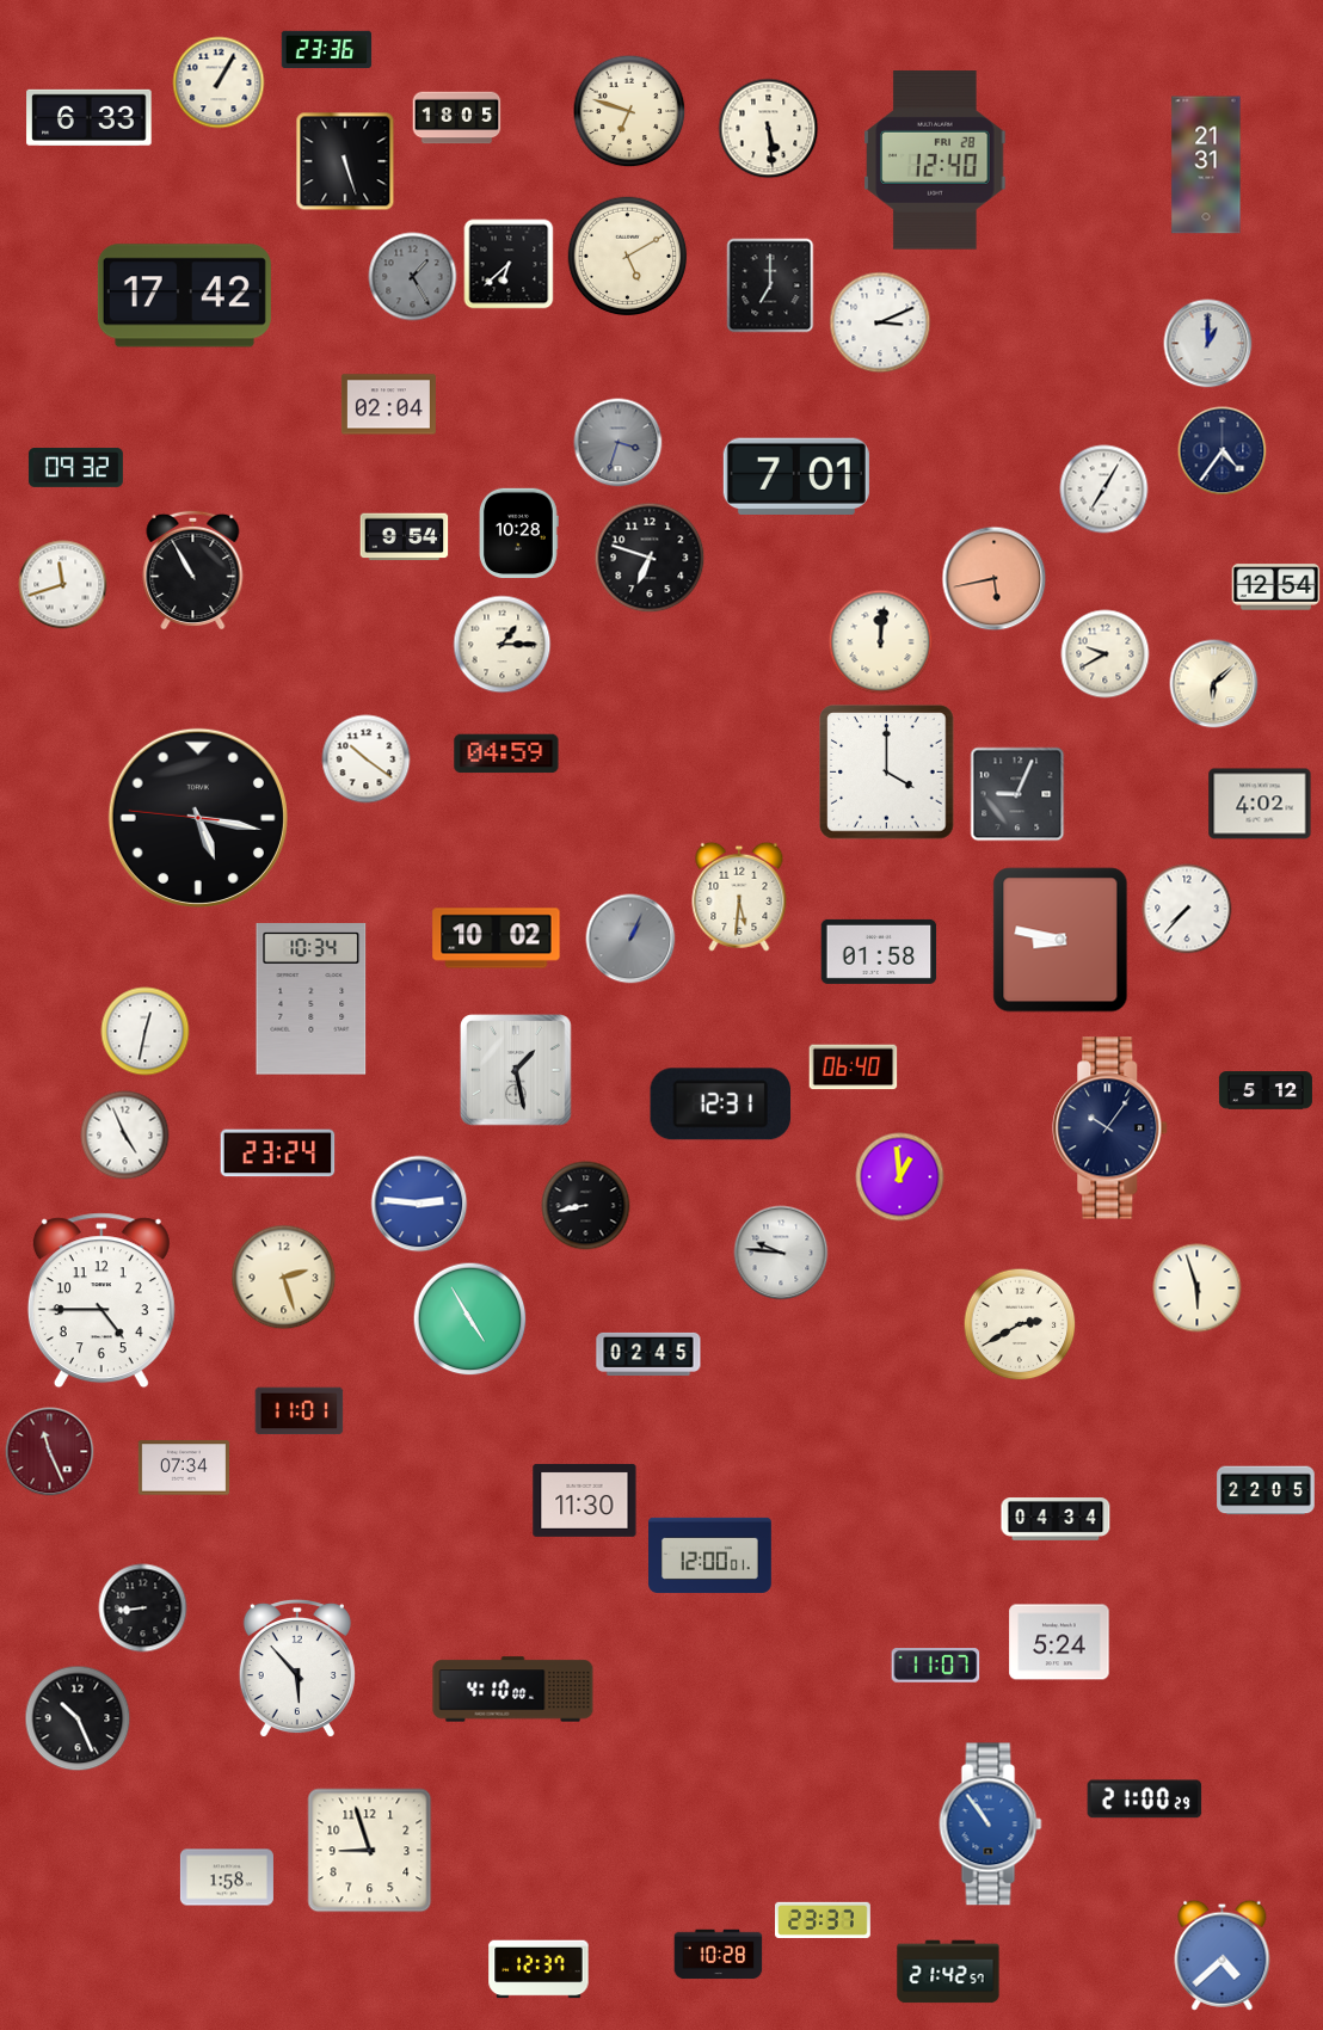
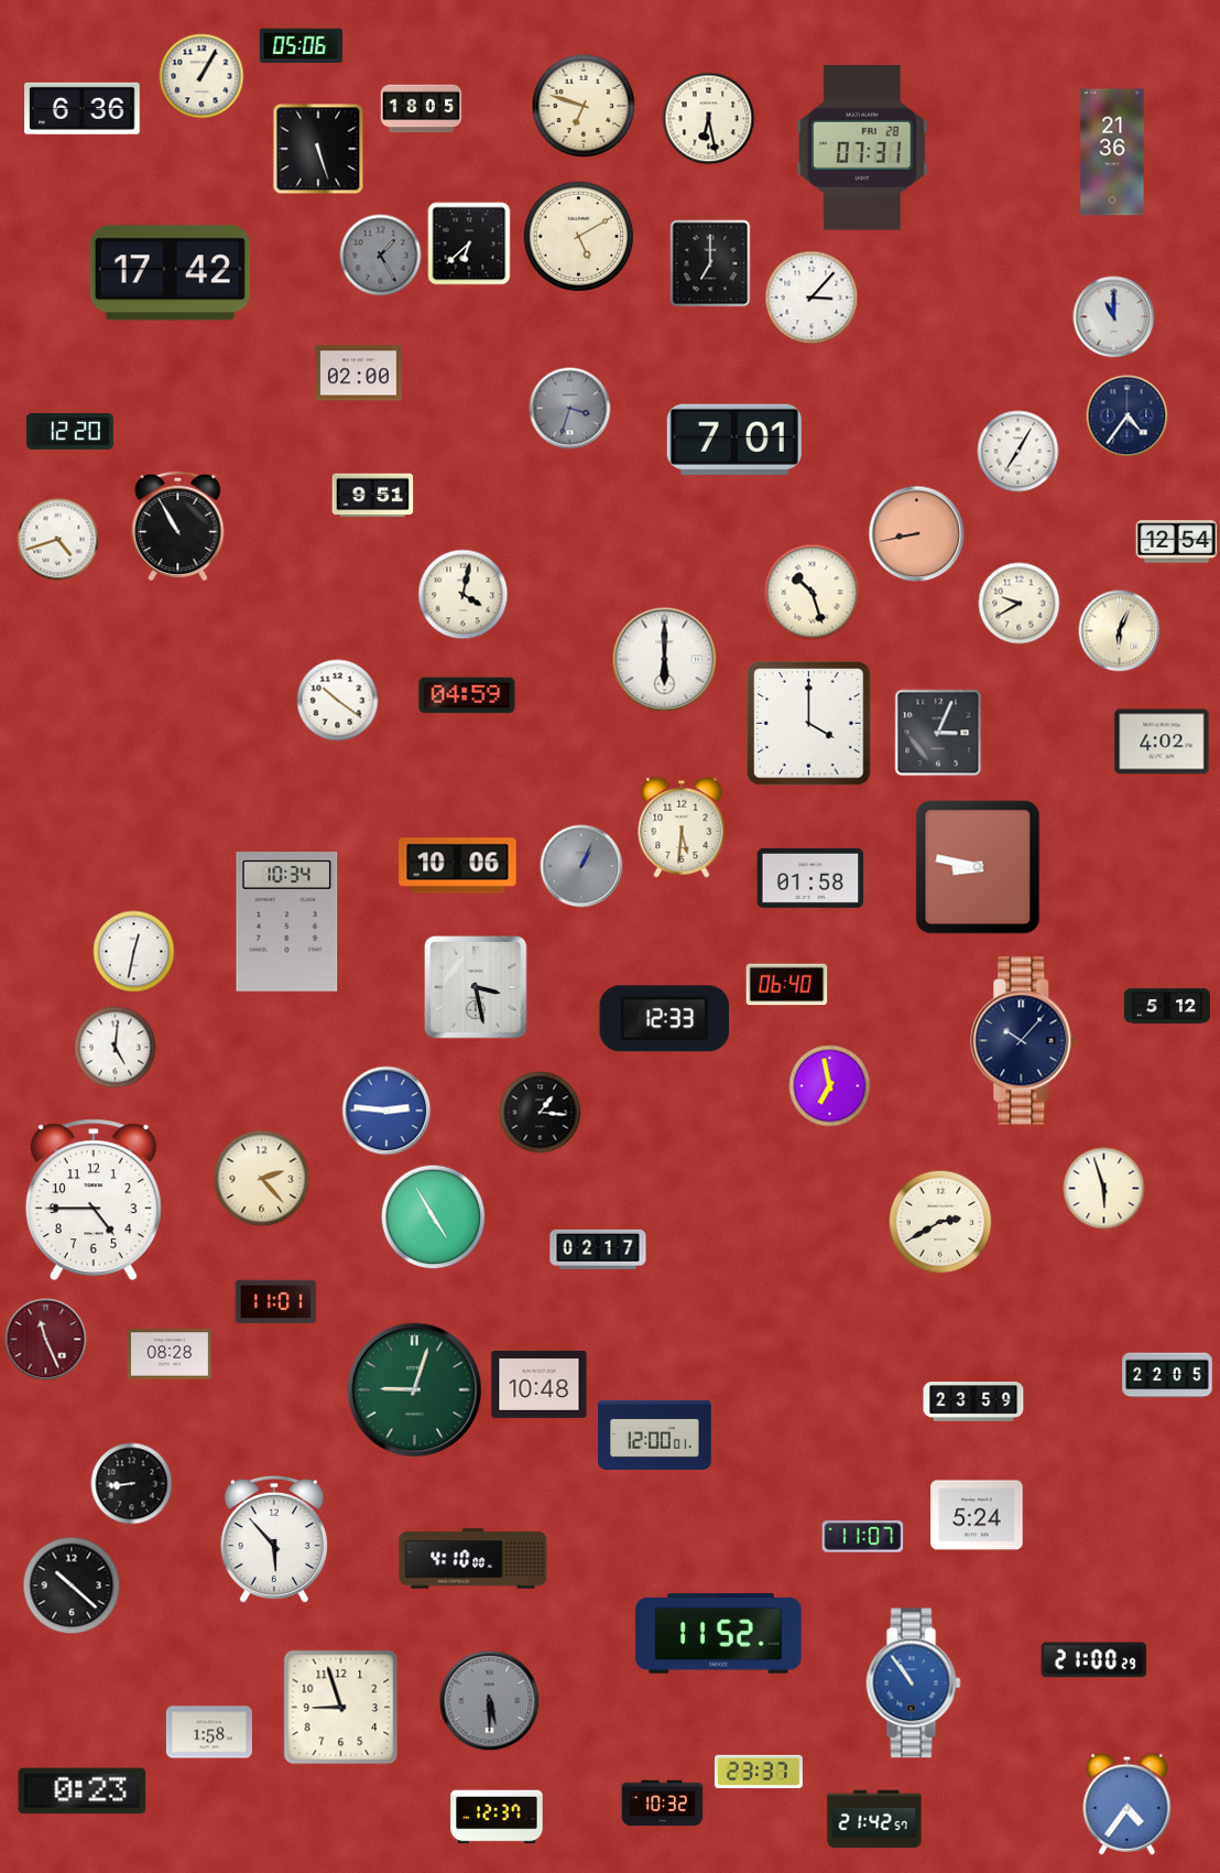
clock at (327, 50): 23:36 -> 05:06
clock at (629, 111) position: (629, 111) -> (584, 106)
clock at (90, 117): 6:33 -> 6:36
clock at (769, 129): 5:29 -> 6:28
clock at (935, 160): 12:40 -> 07:31
clock at (1206, 165): 21:31 -> 21:36
clock at (880, 322): 3:11 -> 3:07
clock at (1208, 344): 1:00 -> 11:00
clock at (388, 405): 02:04 -> 02:00
clock at (75, 467): 09:32 -> 12:20
clock at (519, 534): 10:28 -> none
clock at (405, 537): 9:54 -> 9:51
clock at (650, 558): 6:48 -> none
clock at (995, 579): 5:43 -> 8:43
clock at (63, 585): 11:42 -> 4:42
clock at (881, 642): 12:01 -> 10:27
clock at (503, 645): 1:15 -> 4:02
clock at (1214, 684): 6:08 -> 6:04
clock at (665, 660): none -> 6:00
clock at (887, 773) position: (887, 773) -> (809, 724)
clock at (1017, 794): 9:04 -> 3:04
clock at (198, 818): 5:16 -> none
clock at (1187, 909): 7:37 -> none
clock at (497, 939): 10:02 -> 10:06
clock at (516, 1070): 1:28 -> 3:28
clock at (721, 1105): 12:31 -> 12:33
clock at (1110, 1128): 10:06 -> 10:07
clock at (125, 1136): 4:56 -> 5:01
clock at (278, 1154): 23:24 -> none
clock at (900, 1177): 12:59 -> 6:58
clock at (586, 1206): 8:43 -> 1:16
clock at (781, 1253): 9:46 -> none
clock at (284, 1278): 2:27 -> 2:23
clock at (648, 1354): 02:45 -> 02:17
clock at (183, 1468): 07:34 -> 08:28
clock at (585, 1500): 11:30 -> 10:48
clock at (415, 1390): none -> 9:03
clock at (1056, 1519): 04:34 -> 23:59
clock at (78, 1718): 10:26 -> 10:22
clock at (719, 1634): none -> 11:52
clock at (1145, 1800) position: (1145, 1800) -> (1094, 1660)
clock at (490, 1701): none -> 5:30
clock at (83, 1791): none -> 0:23
clock at (719, 1955): 10:28 -> 10:32
clock at (1223, 1955): 4:38 -> 4:36
